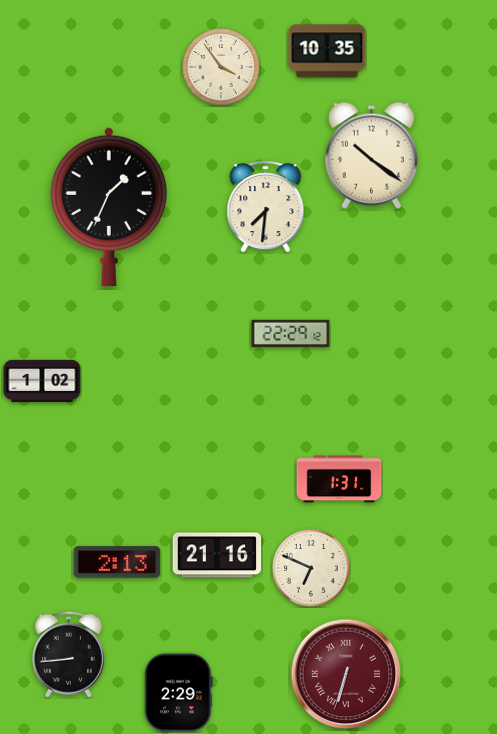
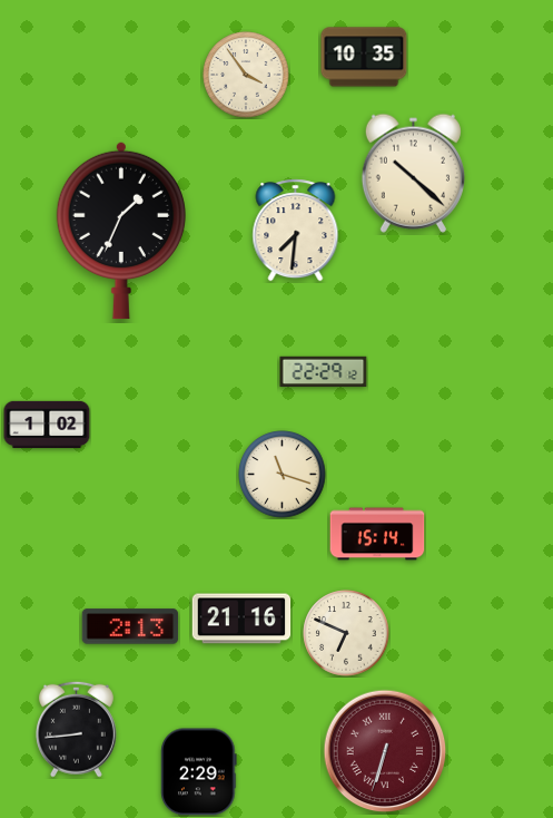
clock at (371, 155): 10:21 -> 10:22
clock at (283, 475): none -> 11:18
clock at (339, 479): 1:31 -> 15:14
